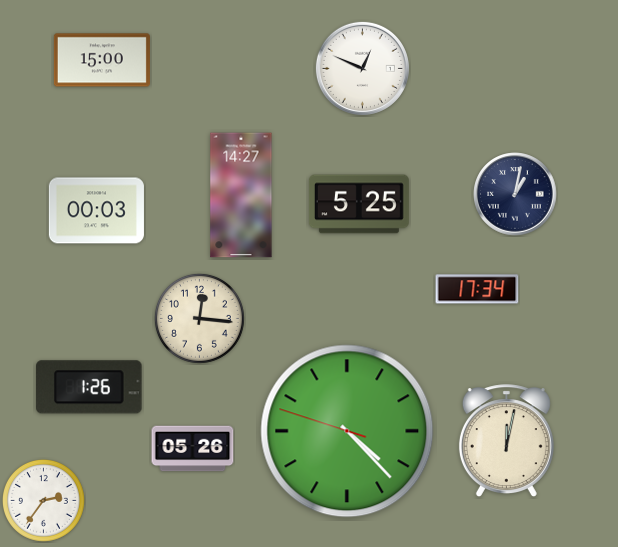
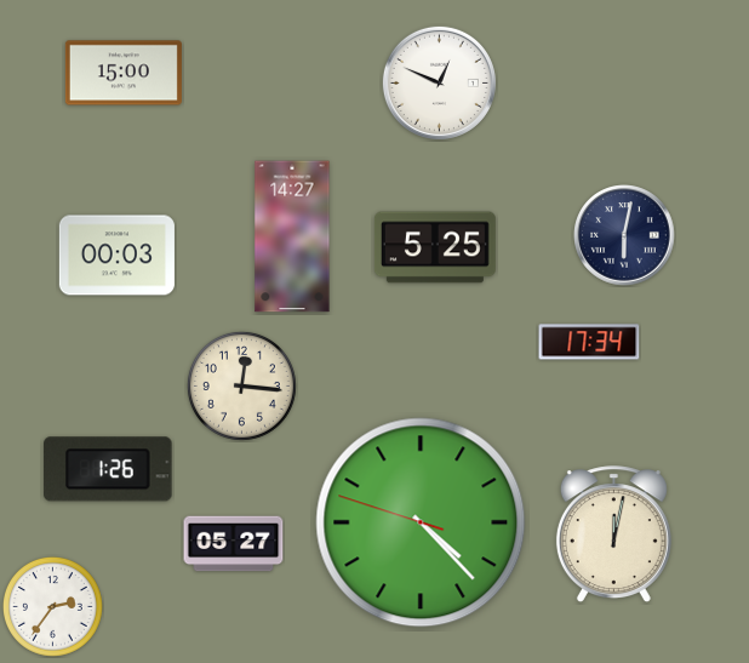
clock at (515, 194): 1:02 -> 6:02
clock at (477, 289) position: (477, 289) -> (589, 342)
clock at (193, 449): 05:26 -> 05:27
